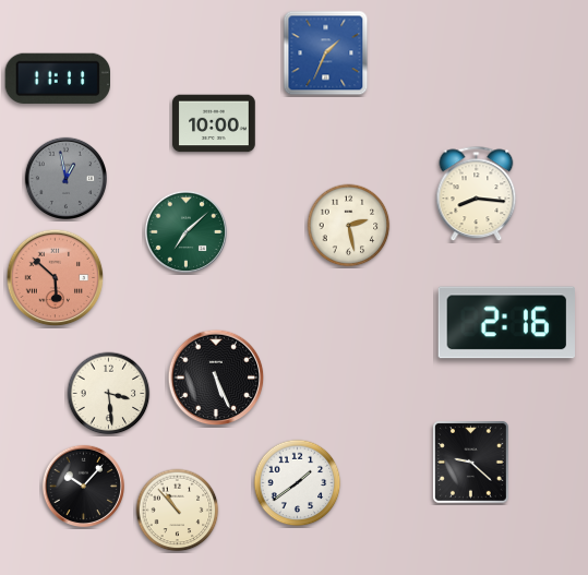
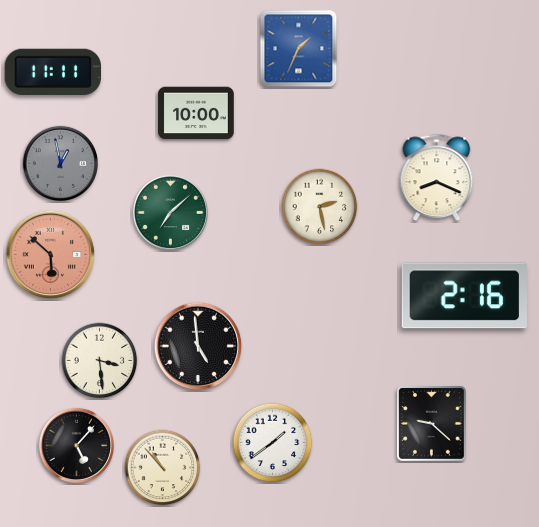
clock at (477, 194): 8:16 -> 8:19
clock at (216, 378): 5:26 -> 4:59
clock at (83, 486): 10:07 -> 5:07
